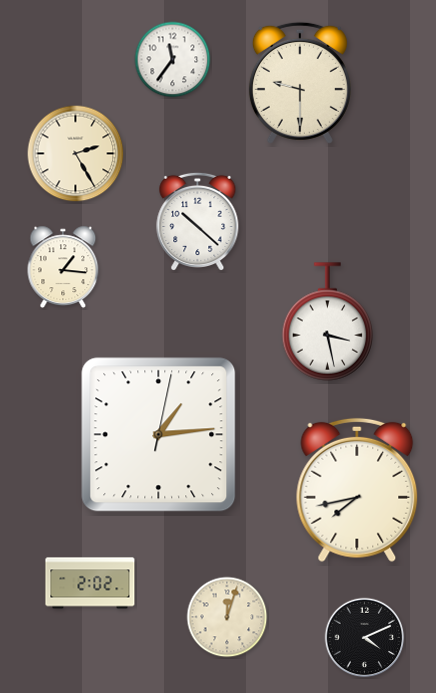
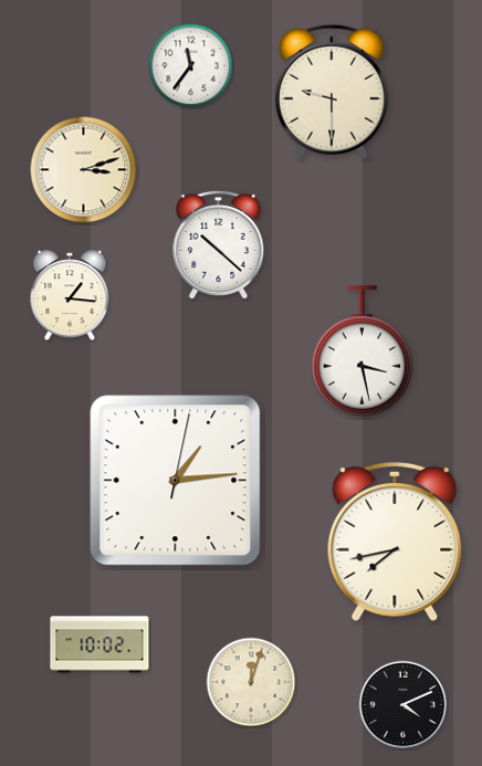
clock at (76, 154): 2:25 -> 3:12
clock at (328, 322) position: (328, 322) -> (363, 351)
clock at (90, 583): 2:02 -> 10:02
